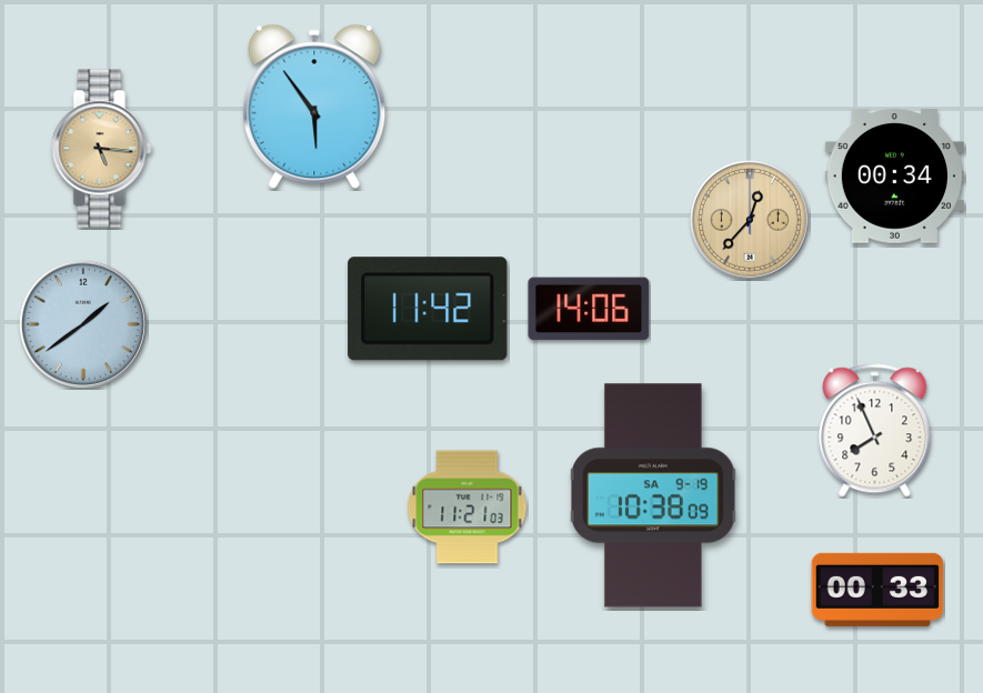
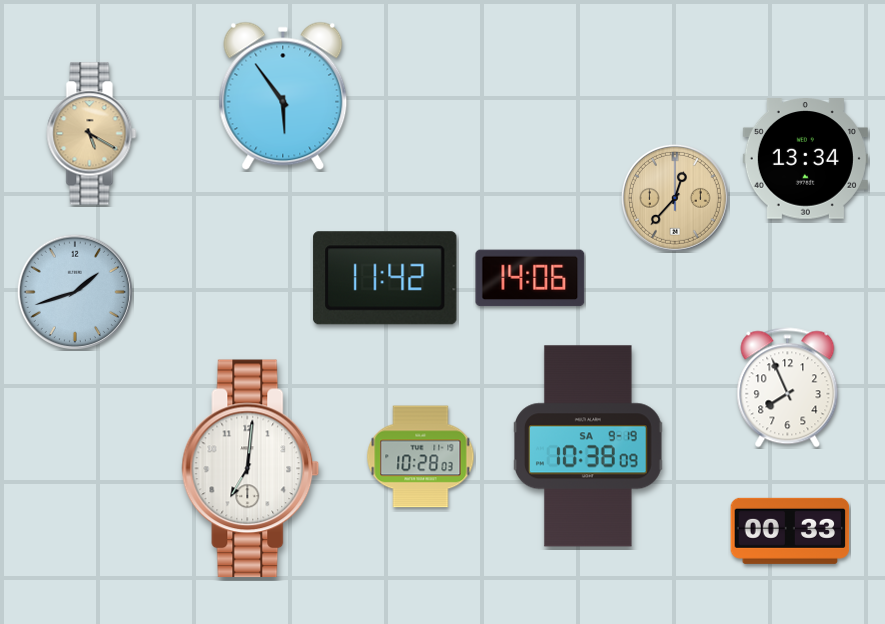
clock at (102, 149): 5:16 -> 5:20
clock at (894, 177): 00:34 -> 13:34
clock at (82, 323): 1:39 -> 1:42
clock at (468, 508): 11:21 -> 10:28
clock at (251, 469): none -> 7:01
